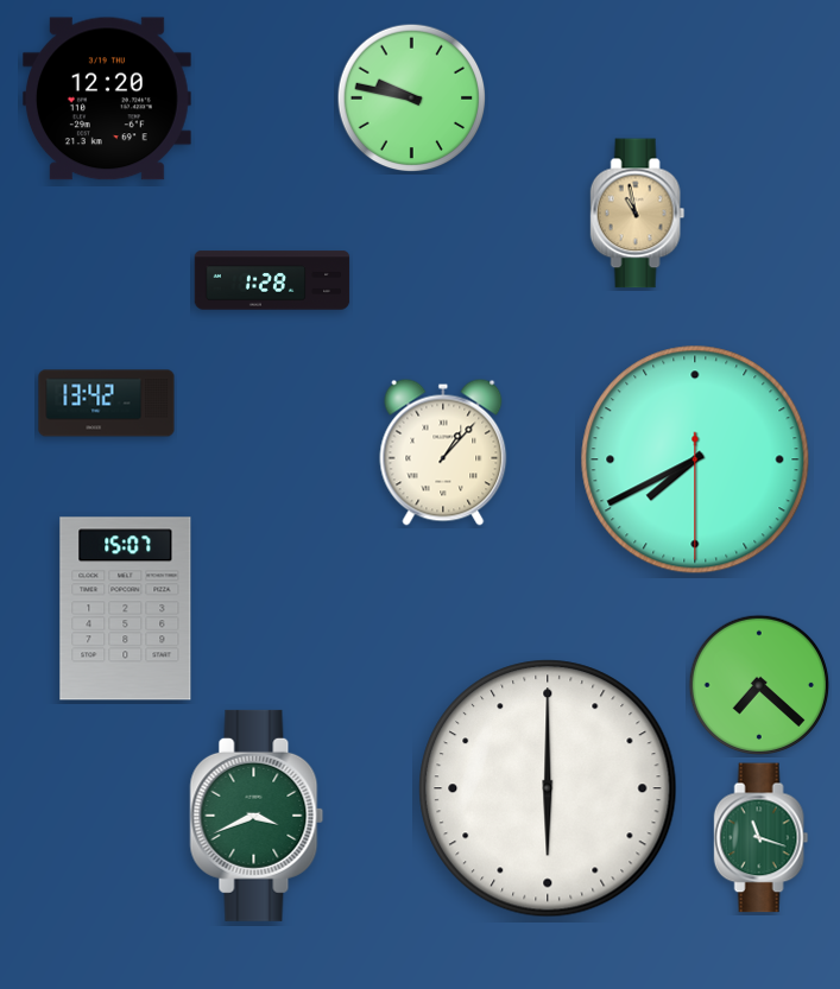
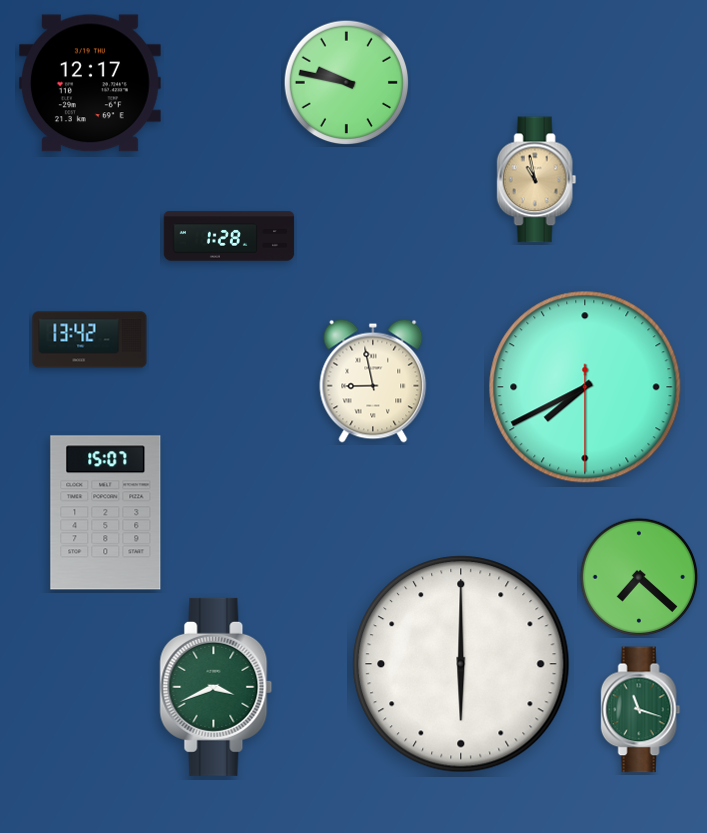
clock at (107, 99): 12:20 -> 12:17
clock at (443, 452): 1:07 -> 8:58
clock at (762, 838) position: (762, 838) -> (641, 710)
